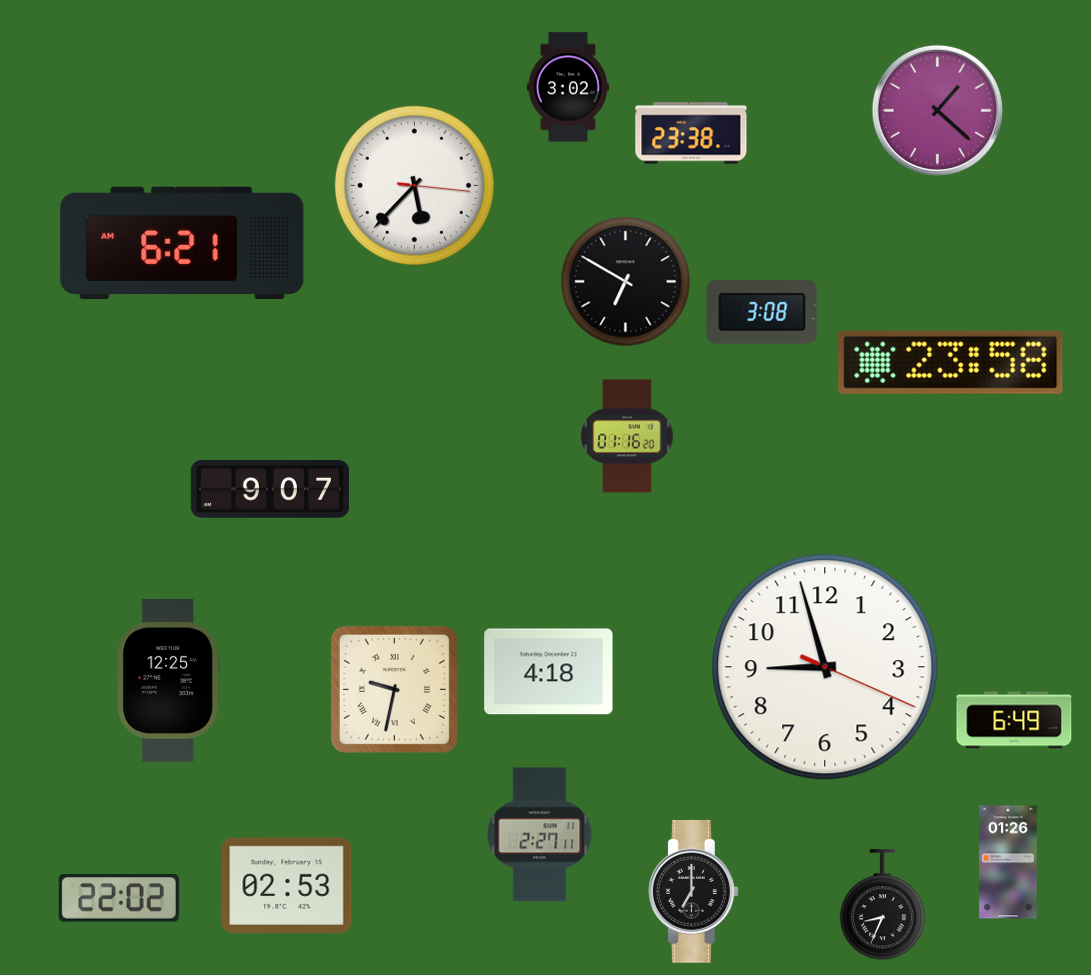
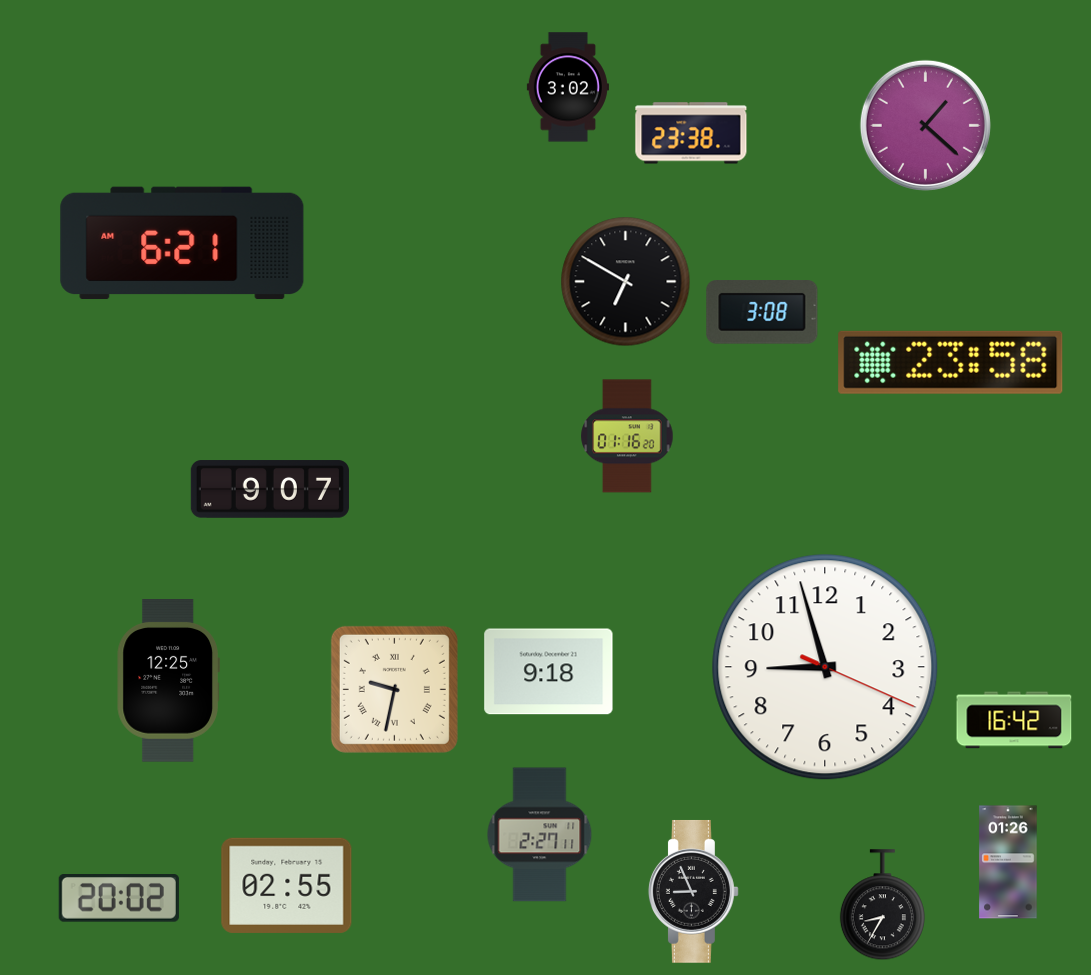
clock at (937, 110) position: (937, 110) -> (925, 125)
clock at (414, 185): 5:37 -> none
clock at (549, 672): 4:18 -> 9:18
clock at (1014, 720): 6:49 -> 16:42
clock at (287, 885): 02:53 -> 02:55
clock at (693, 891): 7:00 -> 8:56
clock at (119, 899): 22:02 -> 20:02
clock at (882, 905): 8:34 -> 8:35
